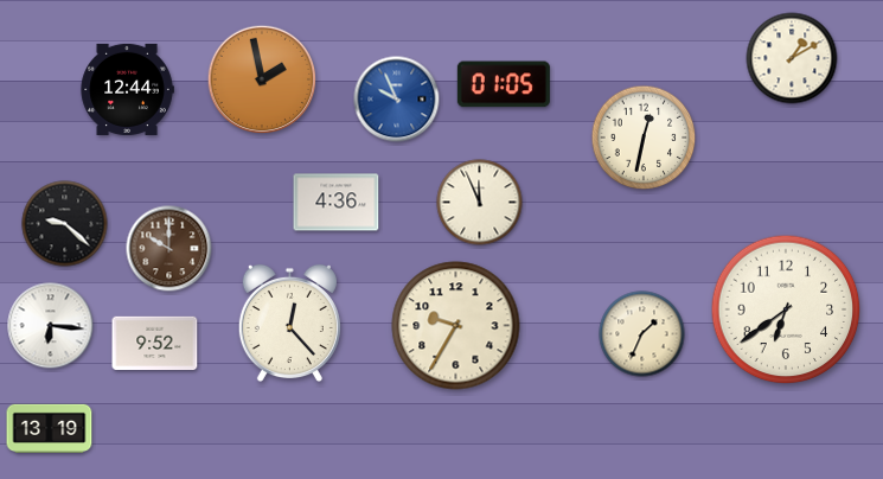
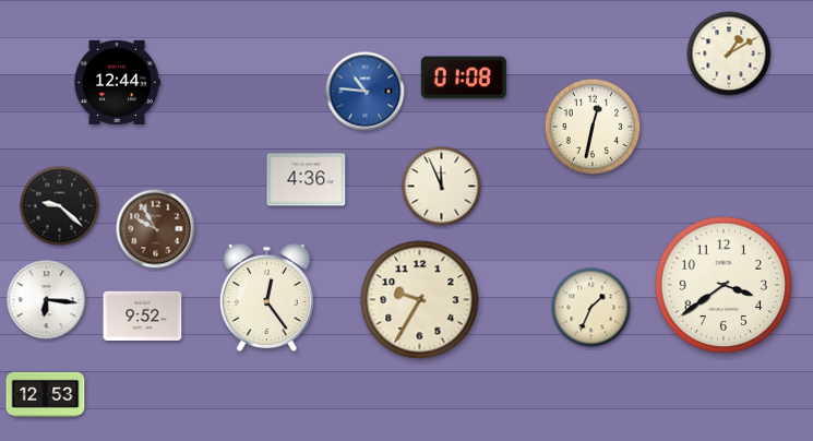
clock at (262, 79): 1:58 -> none
clock at (504, 84): 01:05 -> 01:08
clock at (397, 100): 9:56 -> 10:46
clock at (337, 203) position: (337, 203) -> (307, 180)
clock at (169, 249): 10:00 -> 9:55
clock at (786, 309): 6:39 -> 3:39
clock at (289, 324): 12:23 -> 12:24
clock at (50, 428): 13:19 -> 12:53
